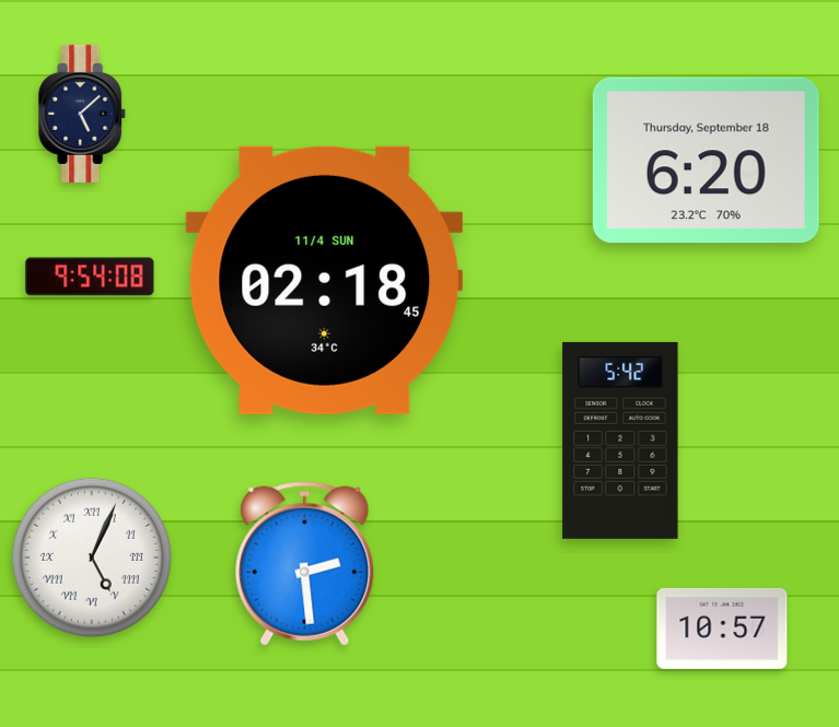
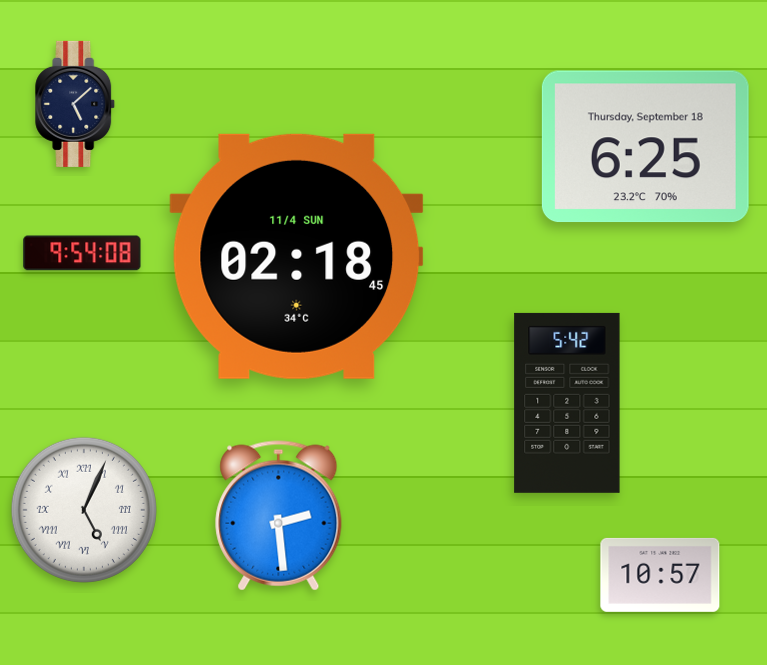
clock at (706, 161): 6:20 -> 6:25
